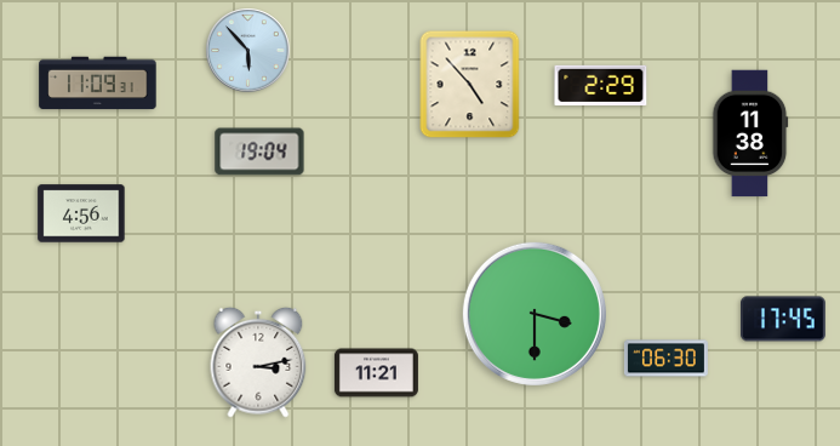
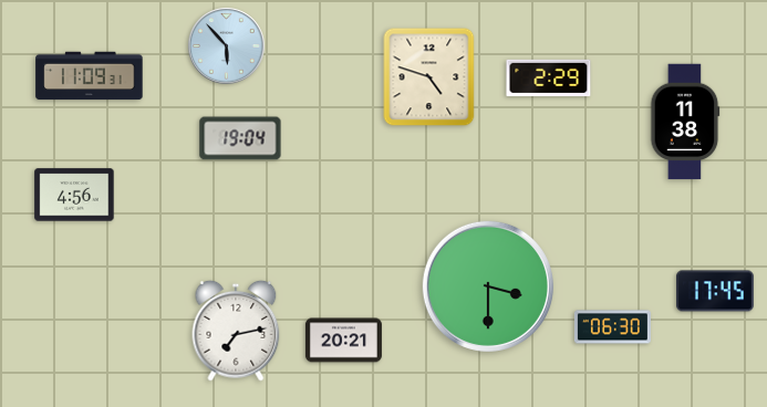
clock at (470, 85): 4:53 -> 4:48
clock at (259, 151) position: (259, 151) -> (240, 138)
clock at (665, 359) position: (665, 359) -> (612, 327)
clock at (258, 362): 3:13 -> 7:13
clock at (376, 373): 11:21 -> 20:21
